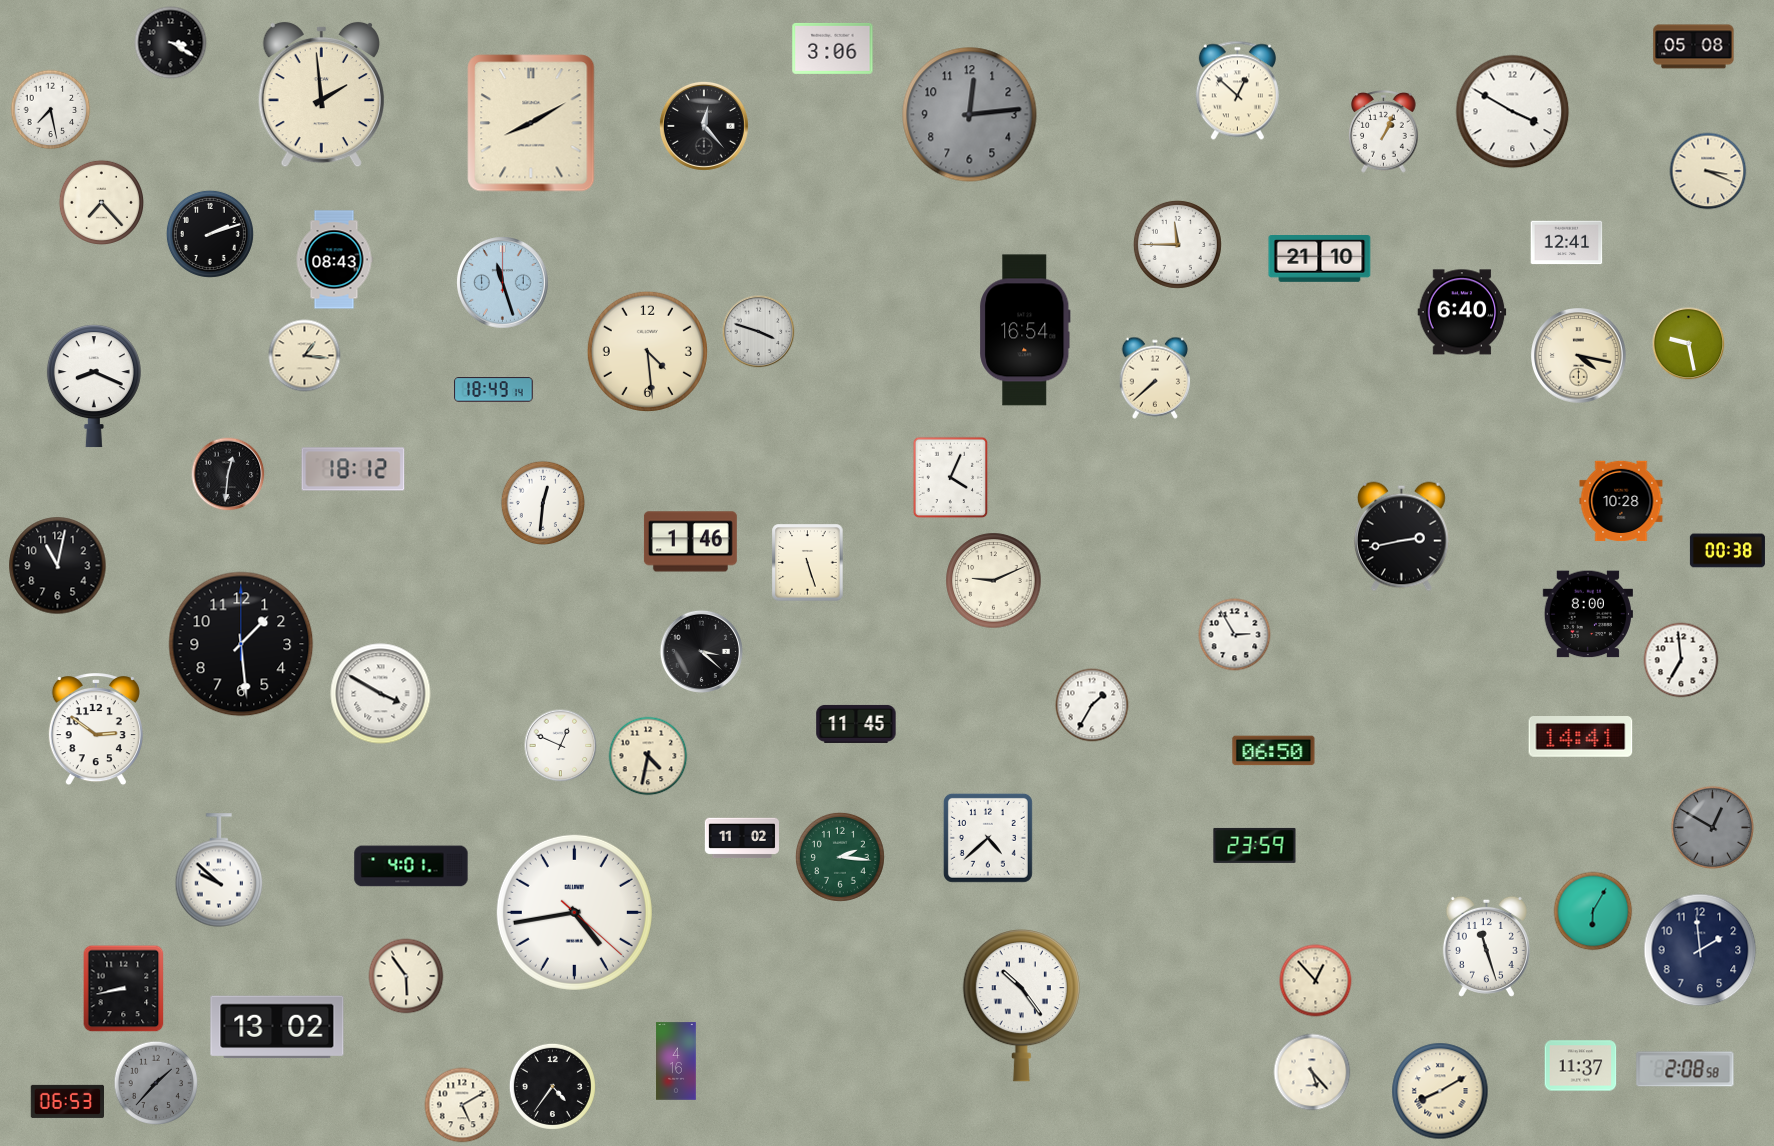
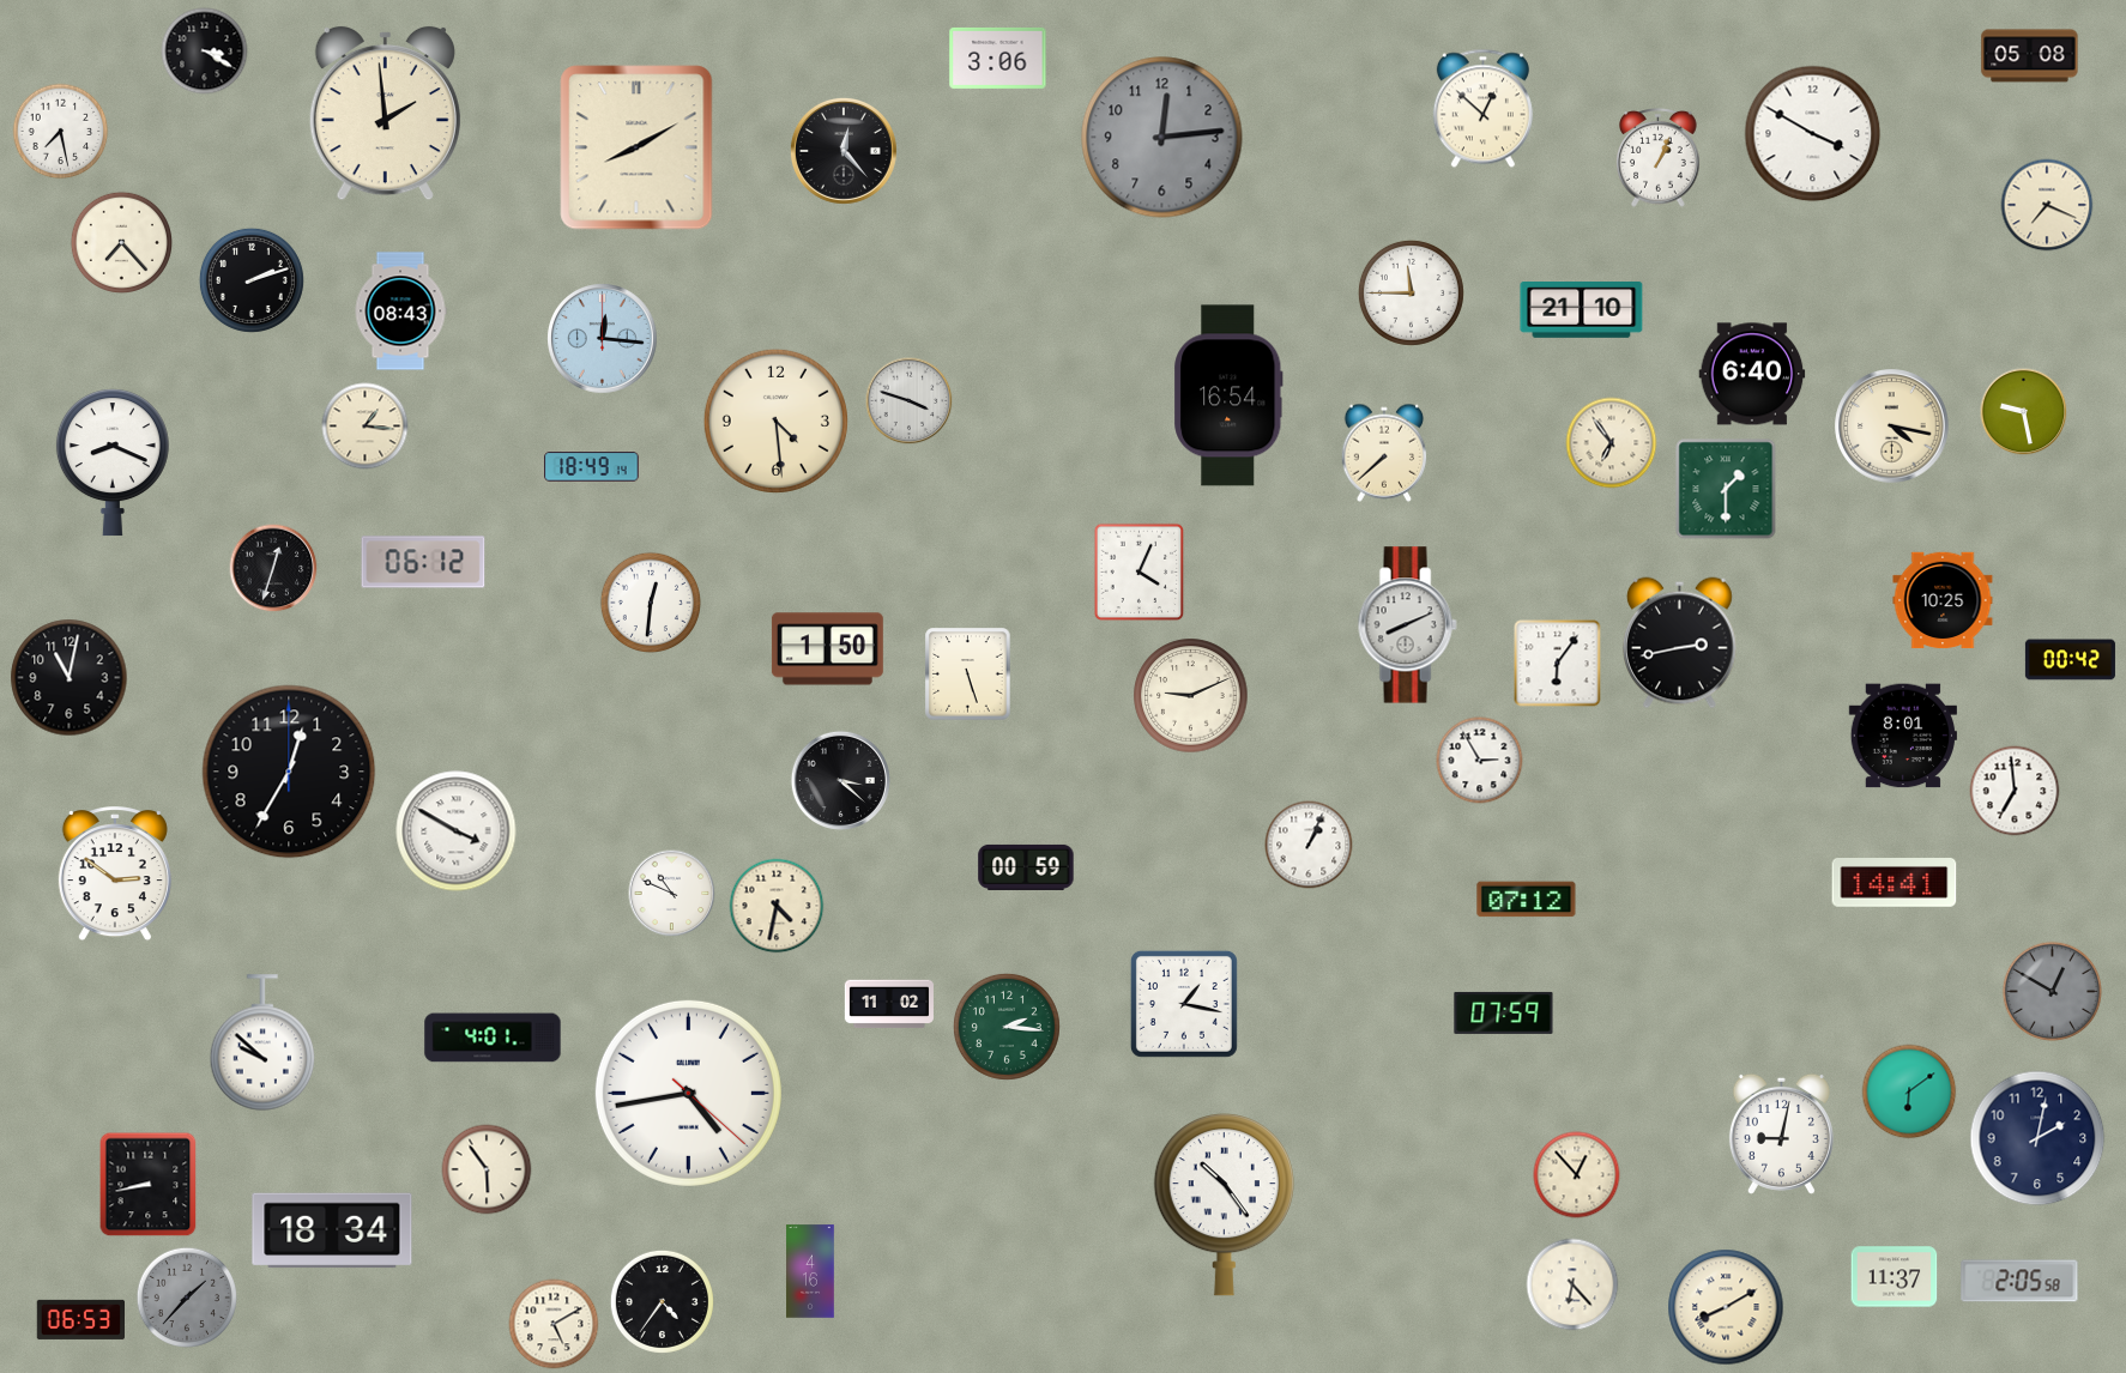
clock at (1708, 171): 3:19 -> 7:19
clock at (1567, 243): 12:41 -> none
clock at (503, 283): 11:27 -> 12:16
clock at (759, 332) position: (759, 332) -> (910, 401)
clock at (1612, 443): none -> 6:54
clock at (1726, 489): none -> 1:30
clock at (353, 469): 18:12 -> 06:12
clock at (228, 474): 12:31 -> 12:33
clock at (1621, 501): 10:28 -> 10:25
clock at (1407, 625): none -> 8:11
clock at (690, 542): 1:46 -> 1:50
clock at (1727, 551): 00:38 -> 00:42
clock at (1558, 664): none -> 6:06
clock at (1588, 614): 8:00 -> 8:01
clock at (241, 644): 1:29 -> 12:35
clock at (1092, 705): 1:35 -> 1:04
clock at (856, 724): 11:45 -> 00:59
clock at (561, 746): 12:49 -> 10:49
clock at (1274, 751): 06:50 -> 07:12
clock at (988, 838): 4:38 -> 1:17
clock at (1255, 845): 23:59 -> 07:59
clock at (1593, 911): 6:05 -> 6:09
clock at (1486, 946): 11:27 -> 9:02
clock at (1700, 950): 1:59 -> 2:02
clock at (277, 1027): 13:02 -> 18:34
clock at (1685, 1069): 2:08 -> 2:05
clock at (1312, 1072): 5:23 -> 6:23
